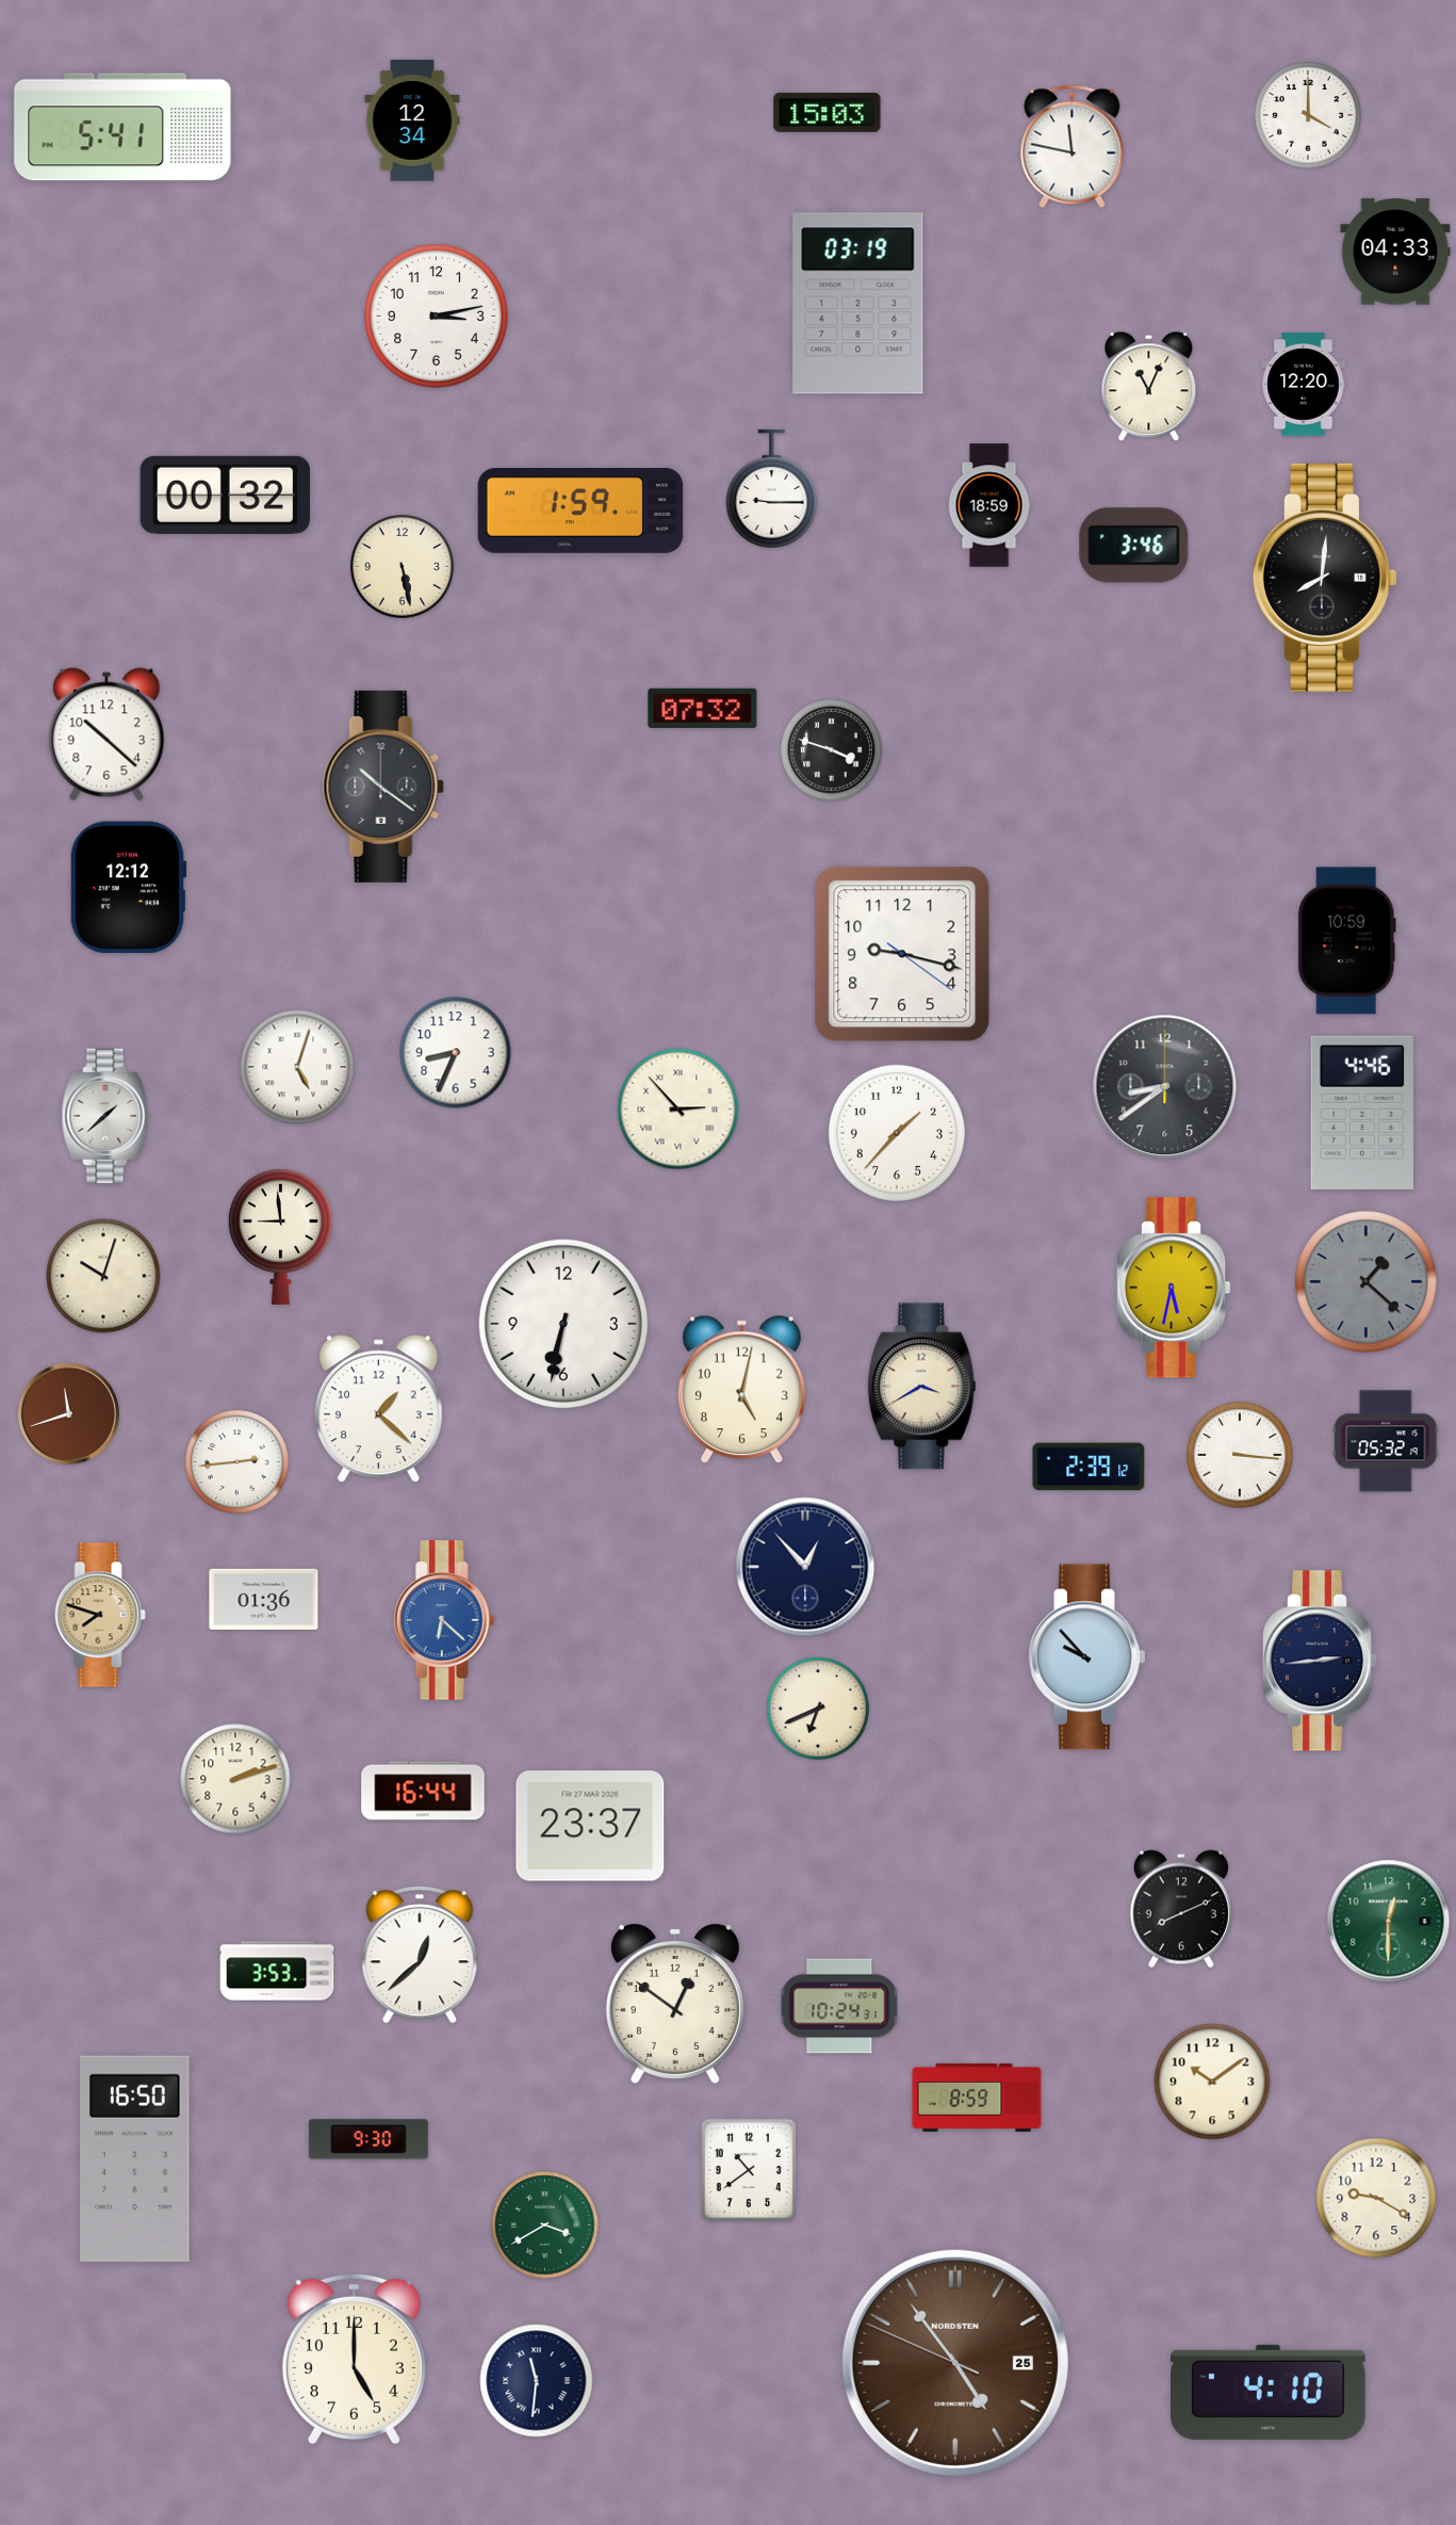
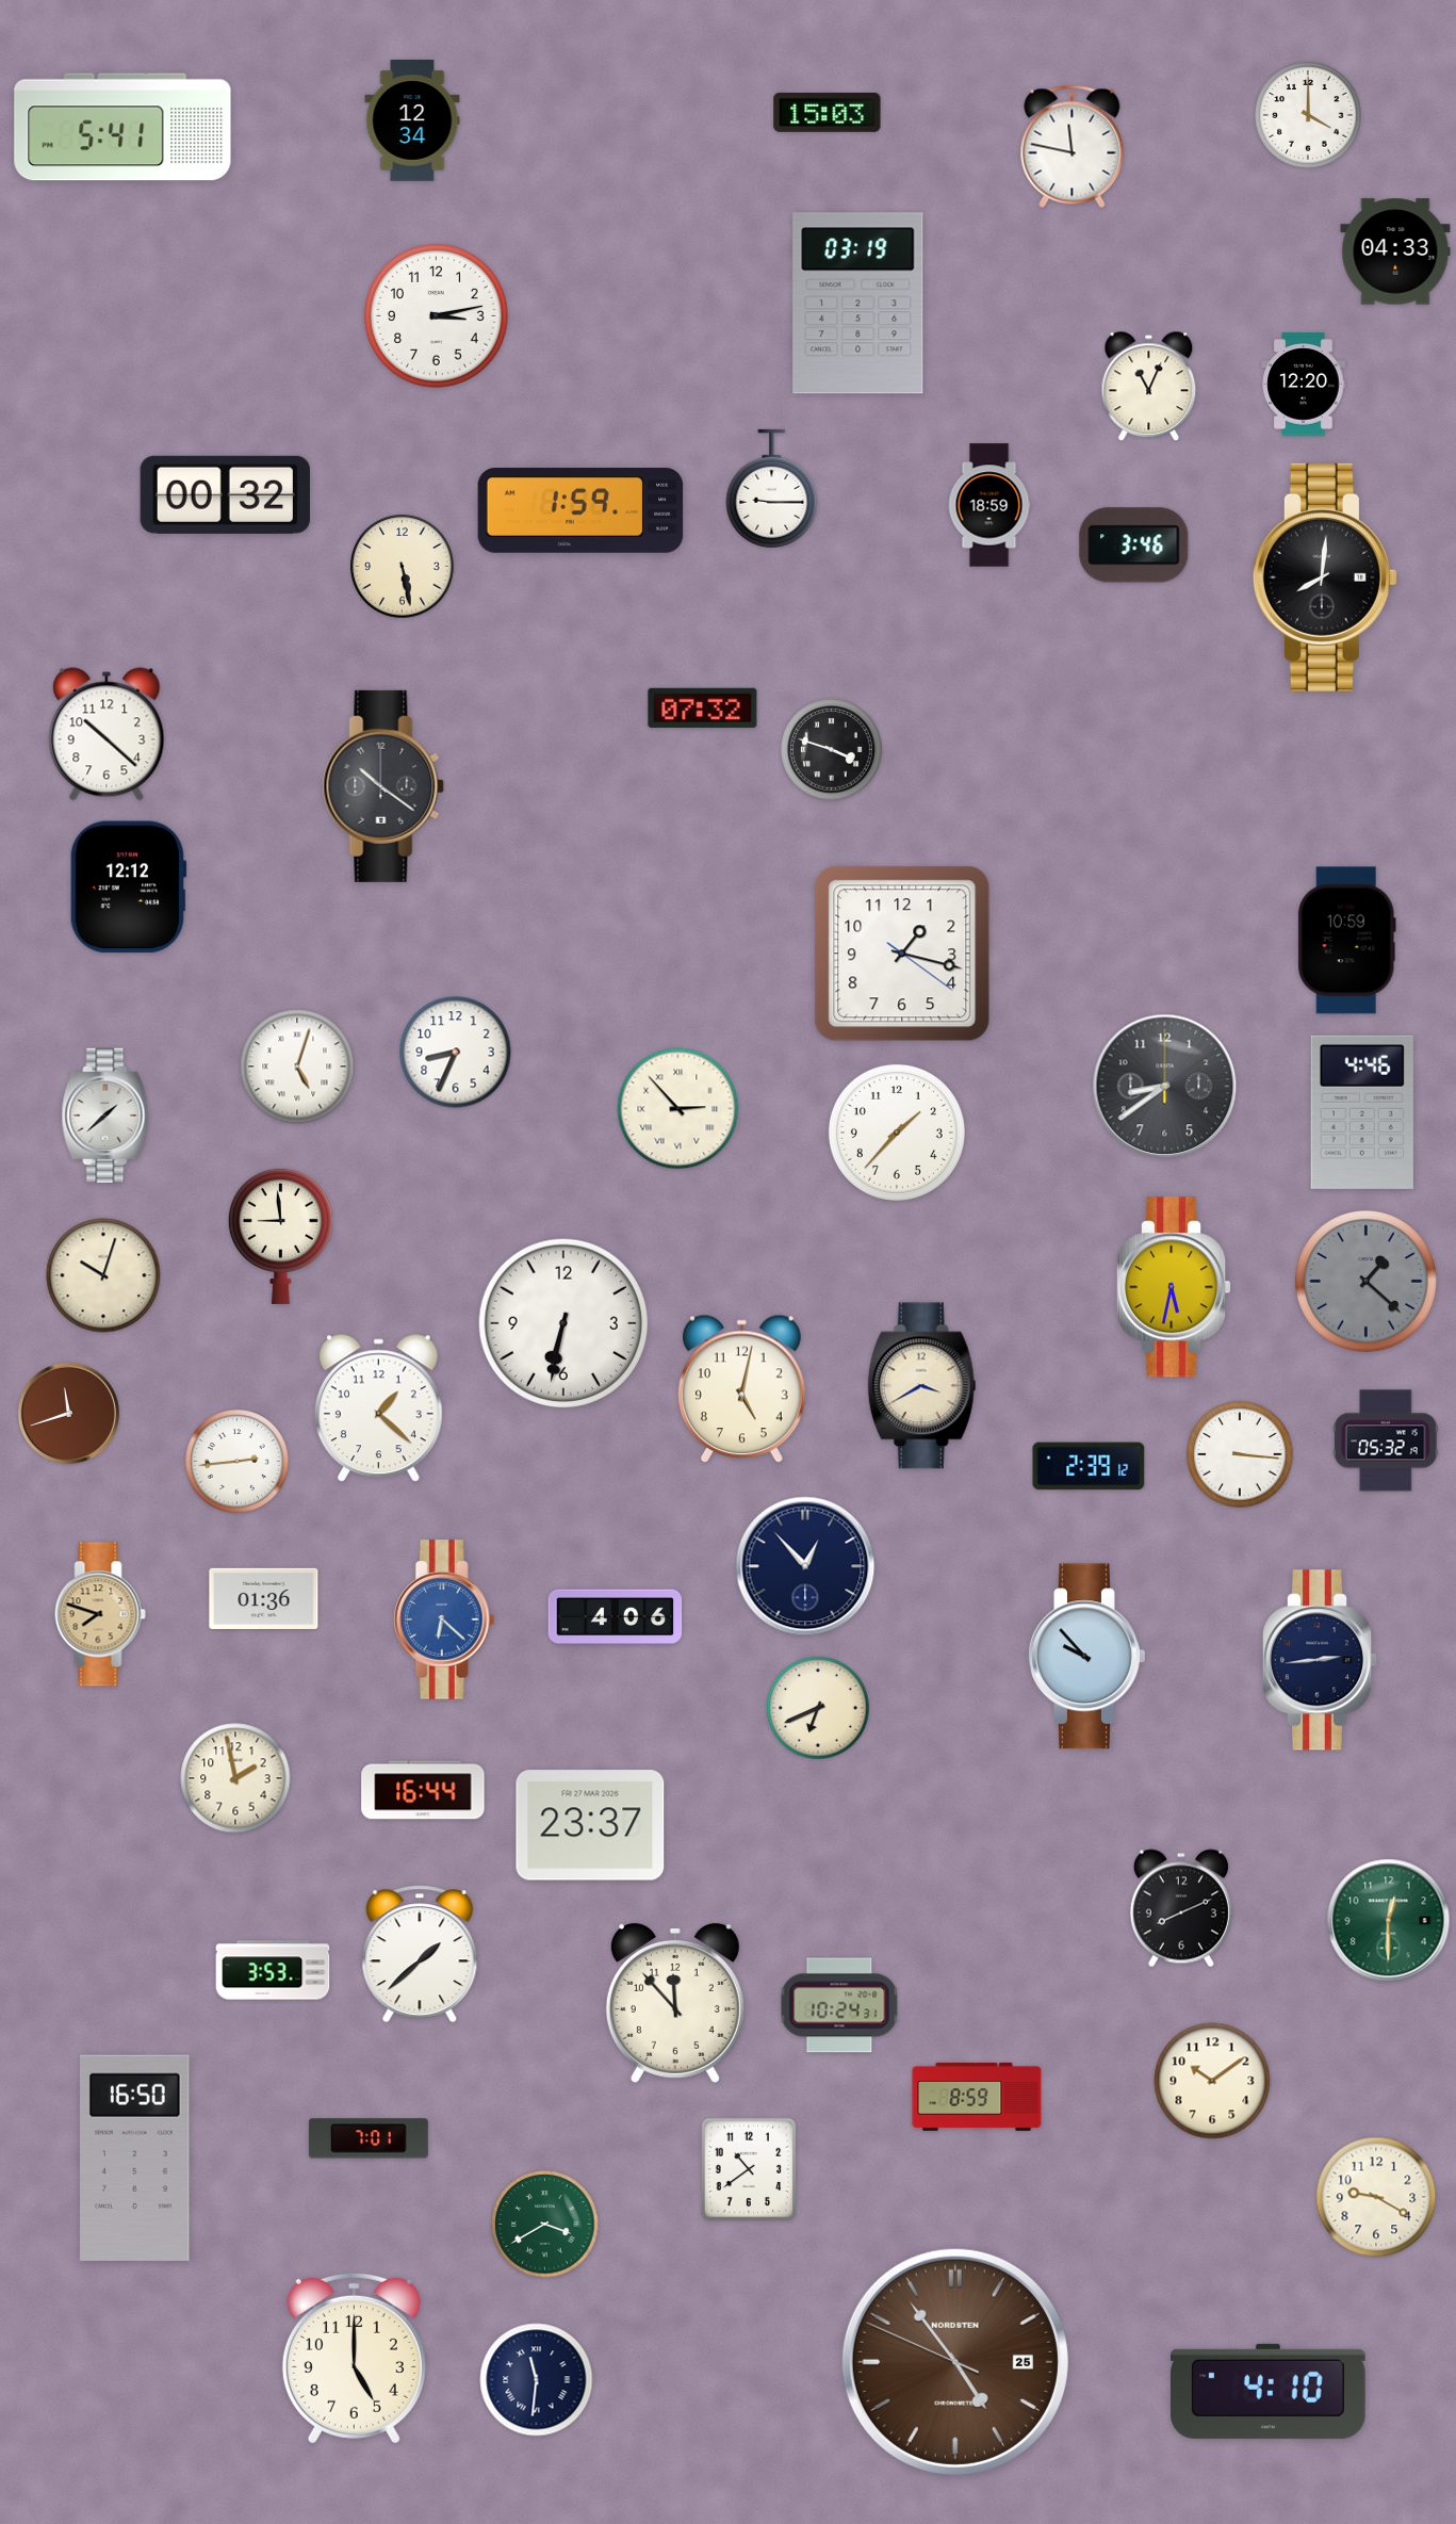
clock at (902, 954): 9:17 -> 1:17
clock at (616, 1617): none -> 4:06
clock at (235, 1779): 2:12 -> 1:58
clock at (420, 1955): 12:38 -> 1:38
clock at (277, 1971) position: (277, 1971) -> (273, 1970)
clock at (675, 2004): 12:51 -> 11:53
clock at (369, 2139): 9:30 -> 7:01
